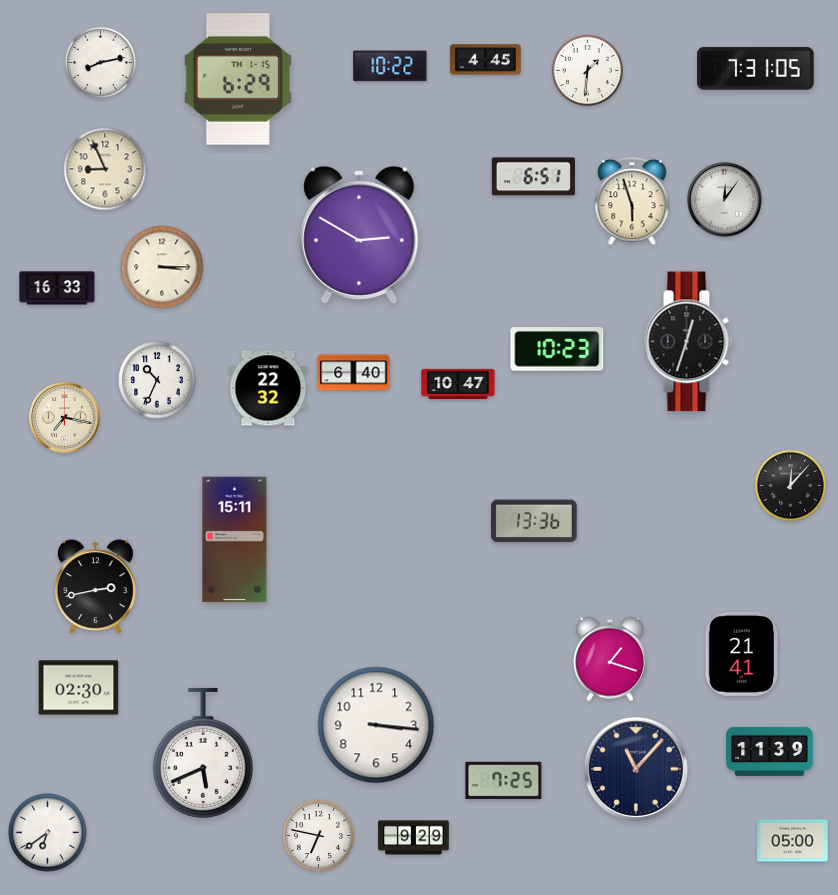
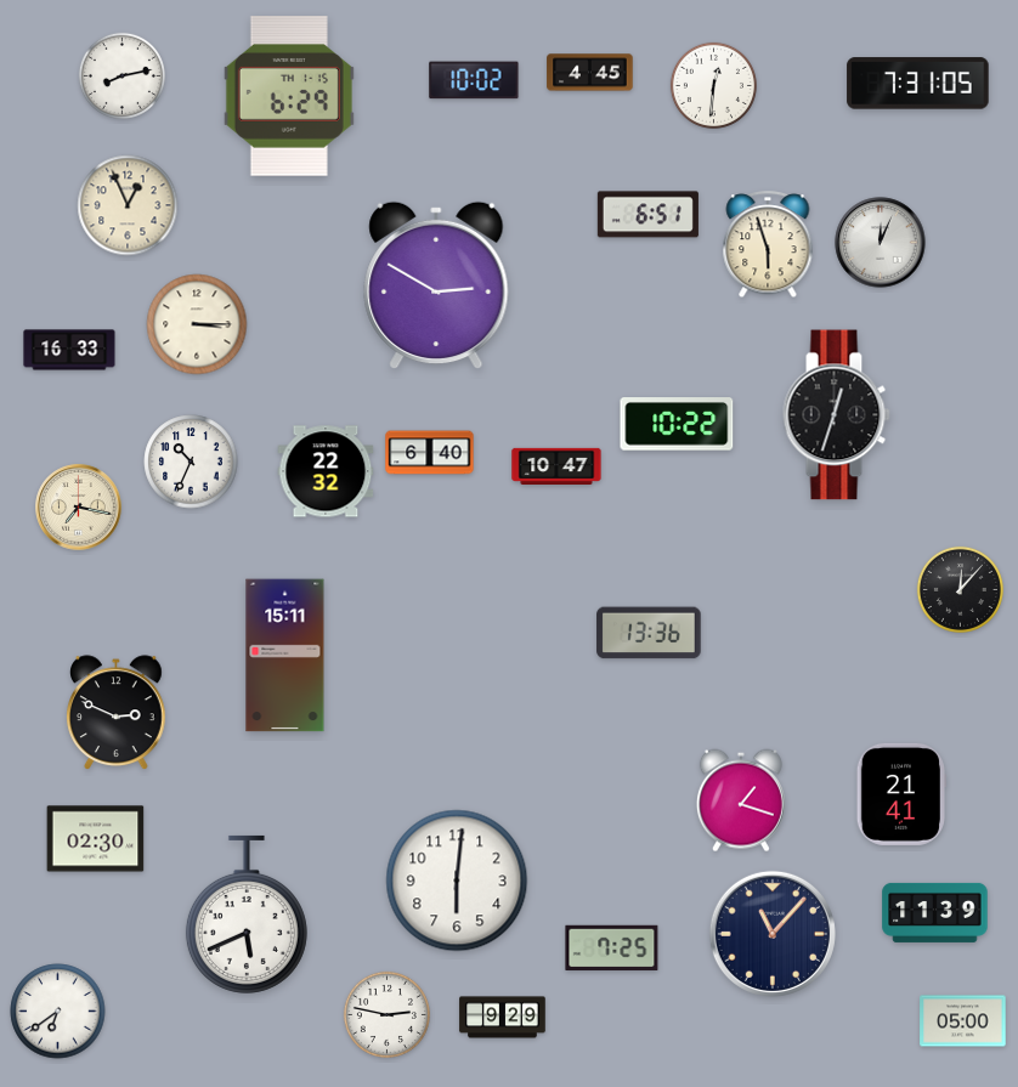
clock at (390, 66): 10:22 -> 10:02
clock at (587, 70): 1:31 -> 12:31
clock at (105, 169): 8:56 -> 12:56
clock at (725, 200): 12:06 -> 12:04
clock at (557, 349): 10:23 -> 10:22
clock at (96, 586): 2:43 -> 2:49
clock at (79, 688) position: (79, 688) -> (96, 839)
clock at (376, 725): 3:16 -> 6:01
clock at (318, 835): 6:47 -> 2:47
